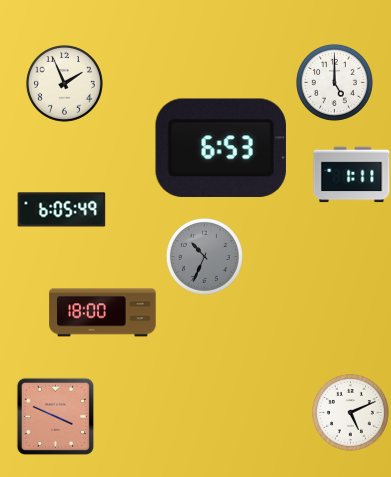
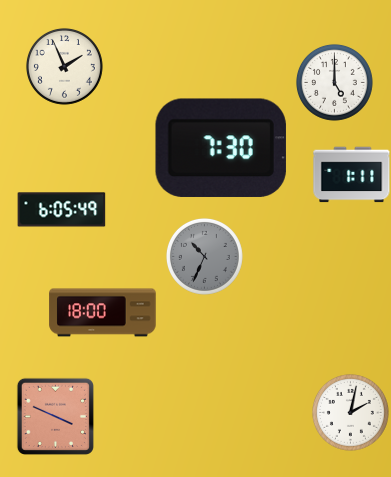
clock at (64, 83) position: (64, 83) -> (64, 66)
clock at (221, 148): 6:53 -> 7:30
clock at (350, 412): 5:11 -> 2:02
